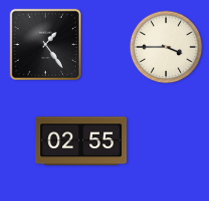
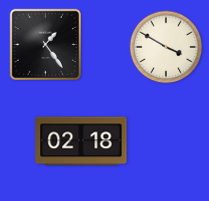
clock at (166, 47): 3:45 -> 3:50
clock at (81, 141): 02:55 -> 02:18
